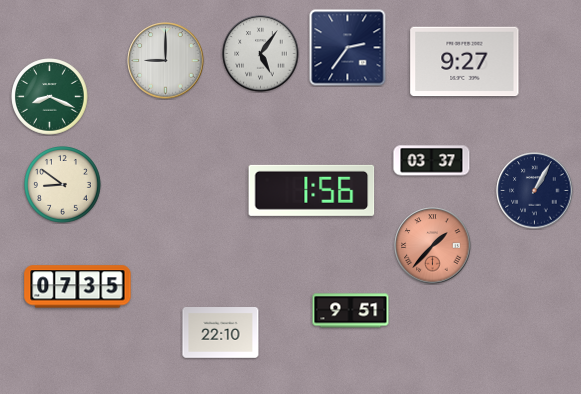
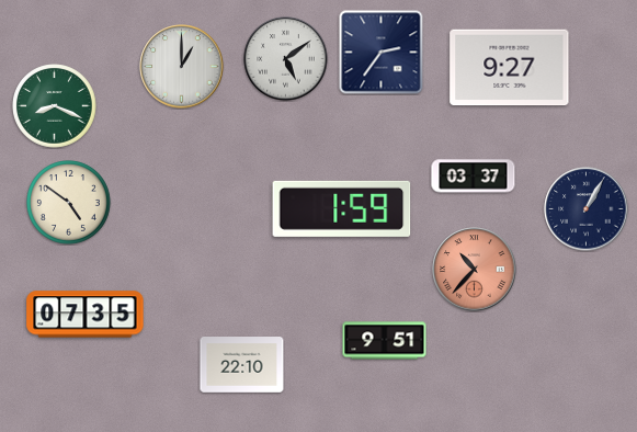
clock at (261, 54): 5:06 -> 5:09
clock at (166, 61): 9:00 -> 1:00
clock at (63, 185): 8:51 -> 4:51
clock at (312, 190): 1:56 -> 1:59
clock at (433, 246): 1:37 -> 10:37
